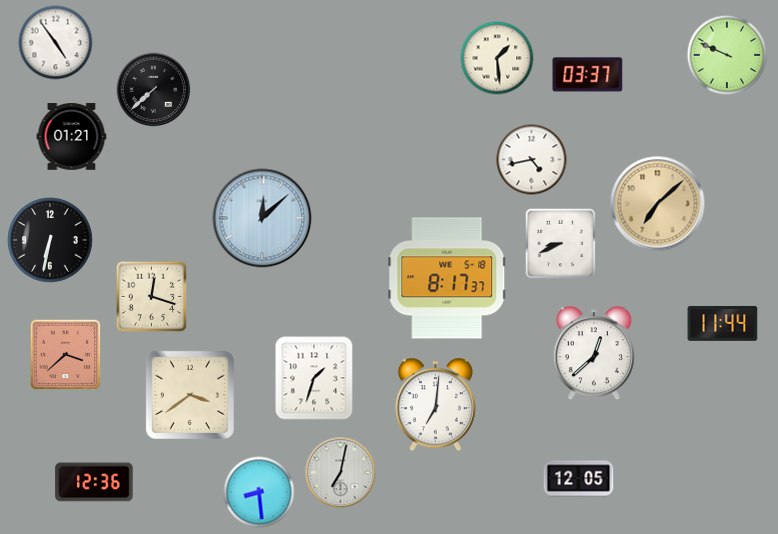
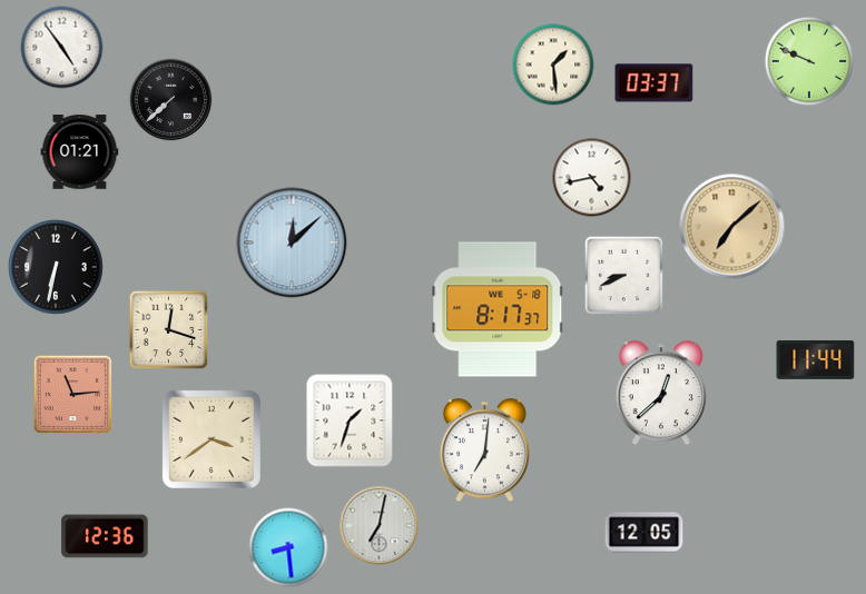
clock at (561, 244) position: (561, 244) -> (624, 276)
clock at (723, 323) position: (723, 323) -> (816, 359)
clock at (66, 355): 3:38 -> 11:14
